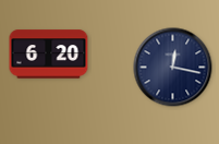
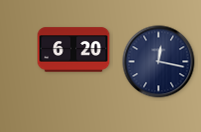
clock at (49, 55) position: (49, 55) -> (74, 50)
